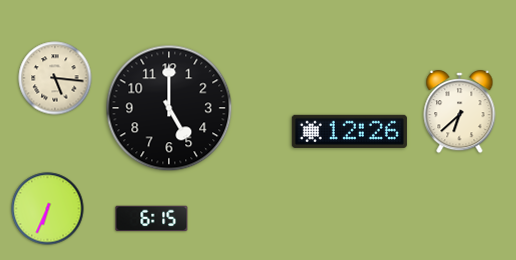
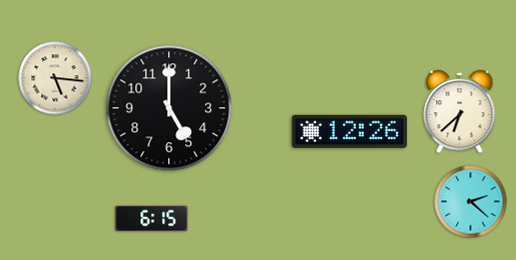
clock at (471, 202): none -> 2:22
clock at (48, 209): 6:34 -> none
